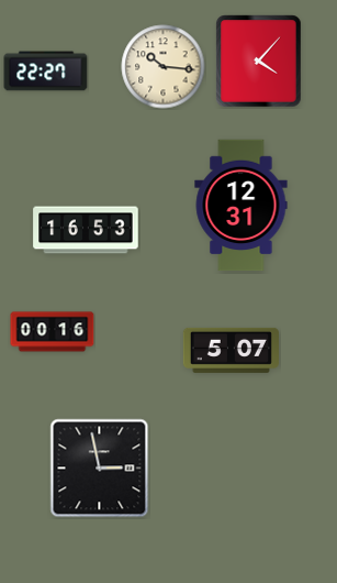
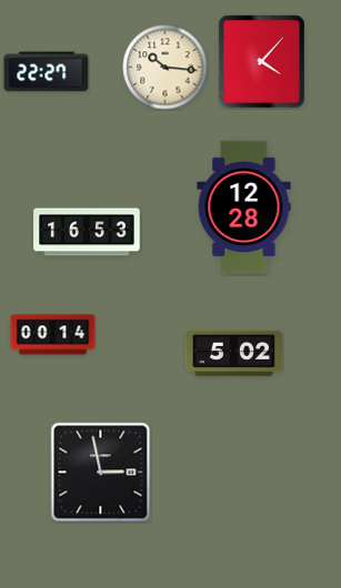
clock at (241, 206): 12:31 -> 12:28
clock at (53, 332): 00:16 -> 00:14
clock at (231, 350): 5:07 -> 5:02
